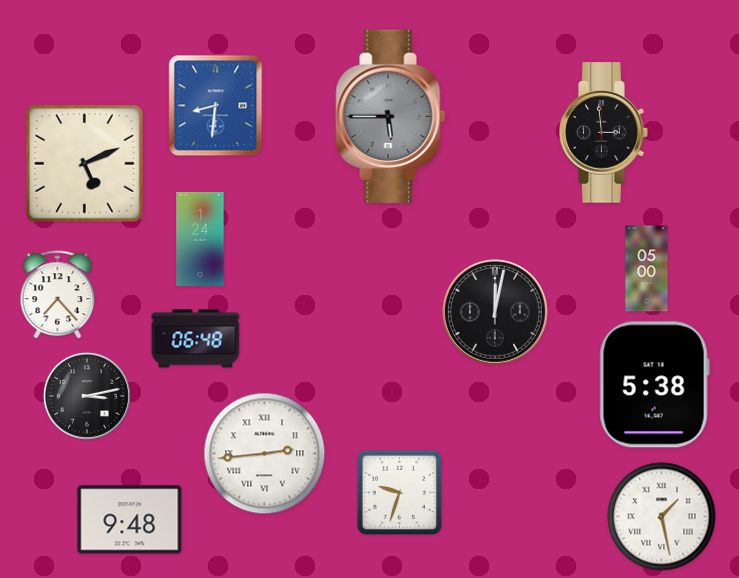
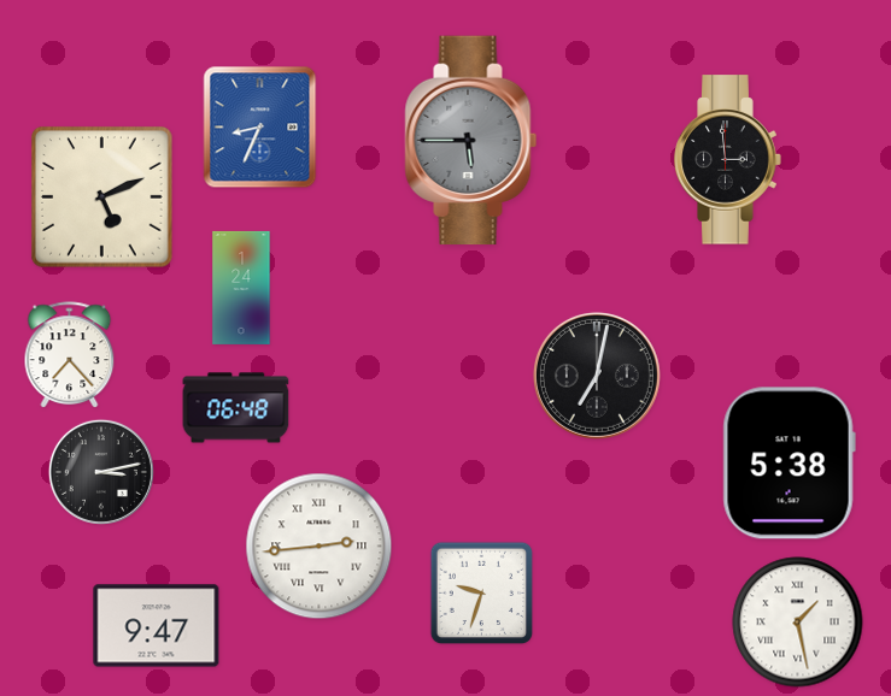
clock at (216, 106): 8:31 -> 8:34
clock at (647, 269): 05:00 -> none
clock at (495, 312): 12:02 -> 7:02
clock at (87, 396) position: (87, 396) -> (101, 472)
clock at (130, 520): 9:48 -> 9:47
